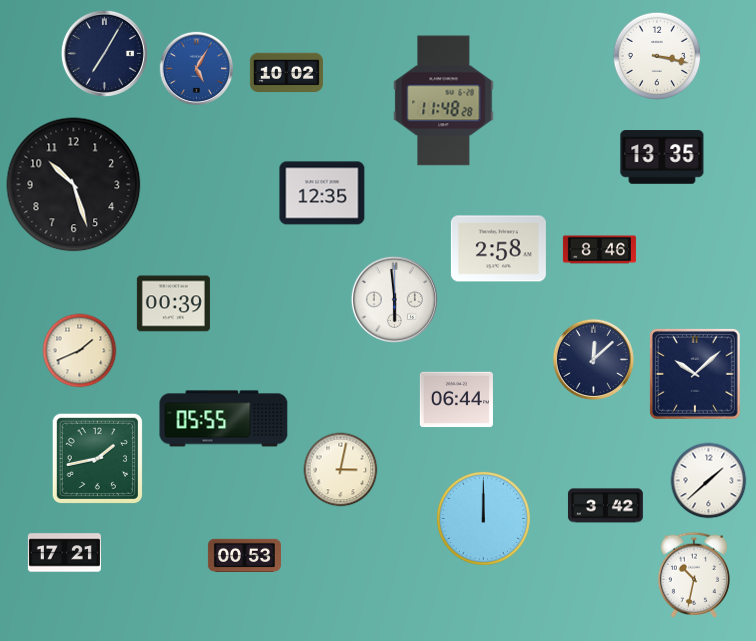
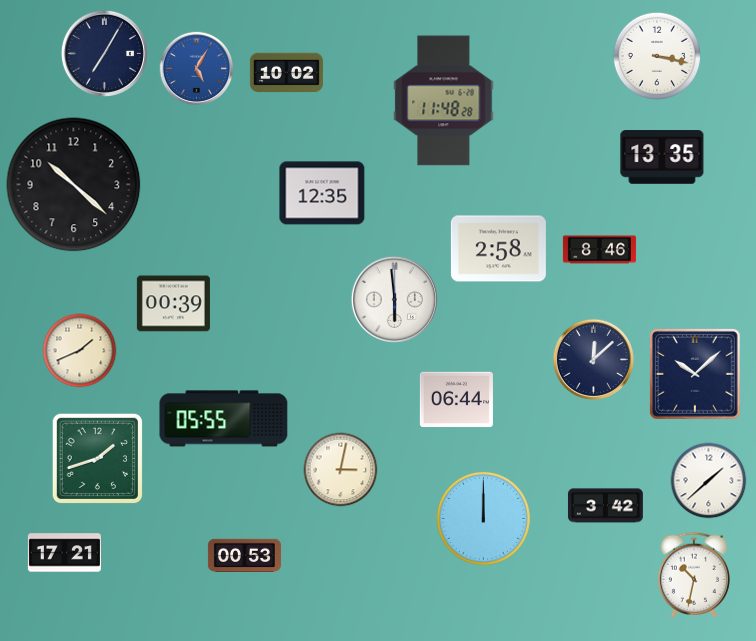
clock at (74, 185): 10:27 -> 10:22
clock at (97, 458): 1:43 -> 1:42
